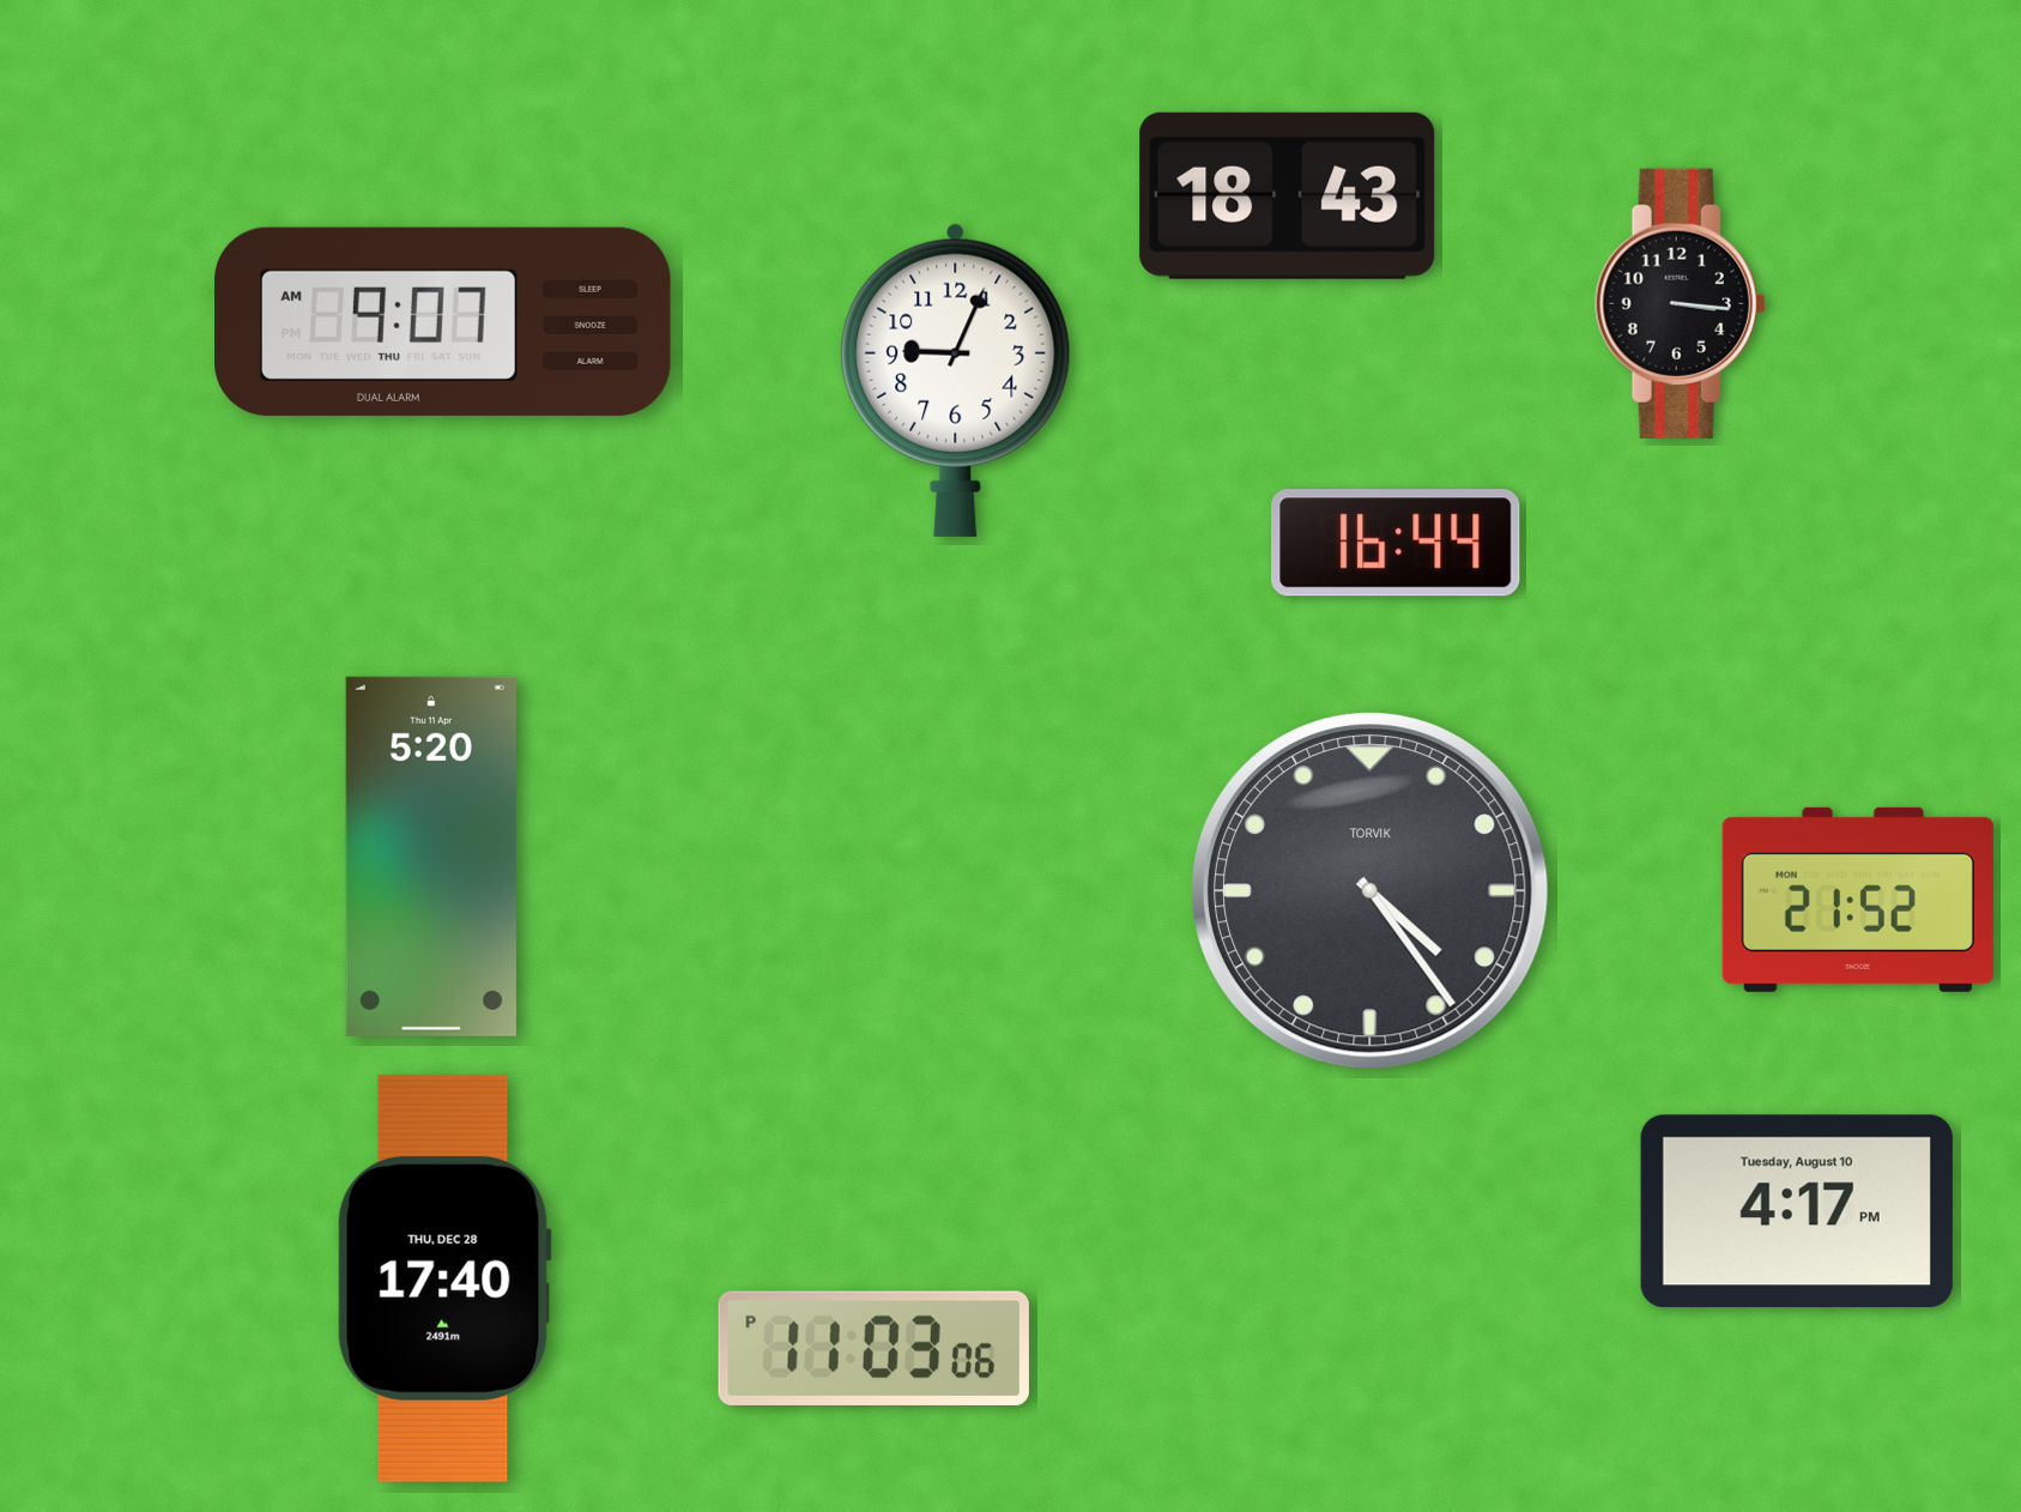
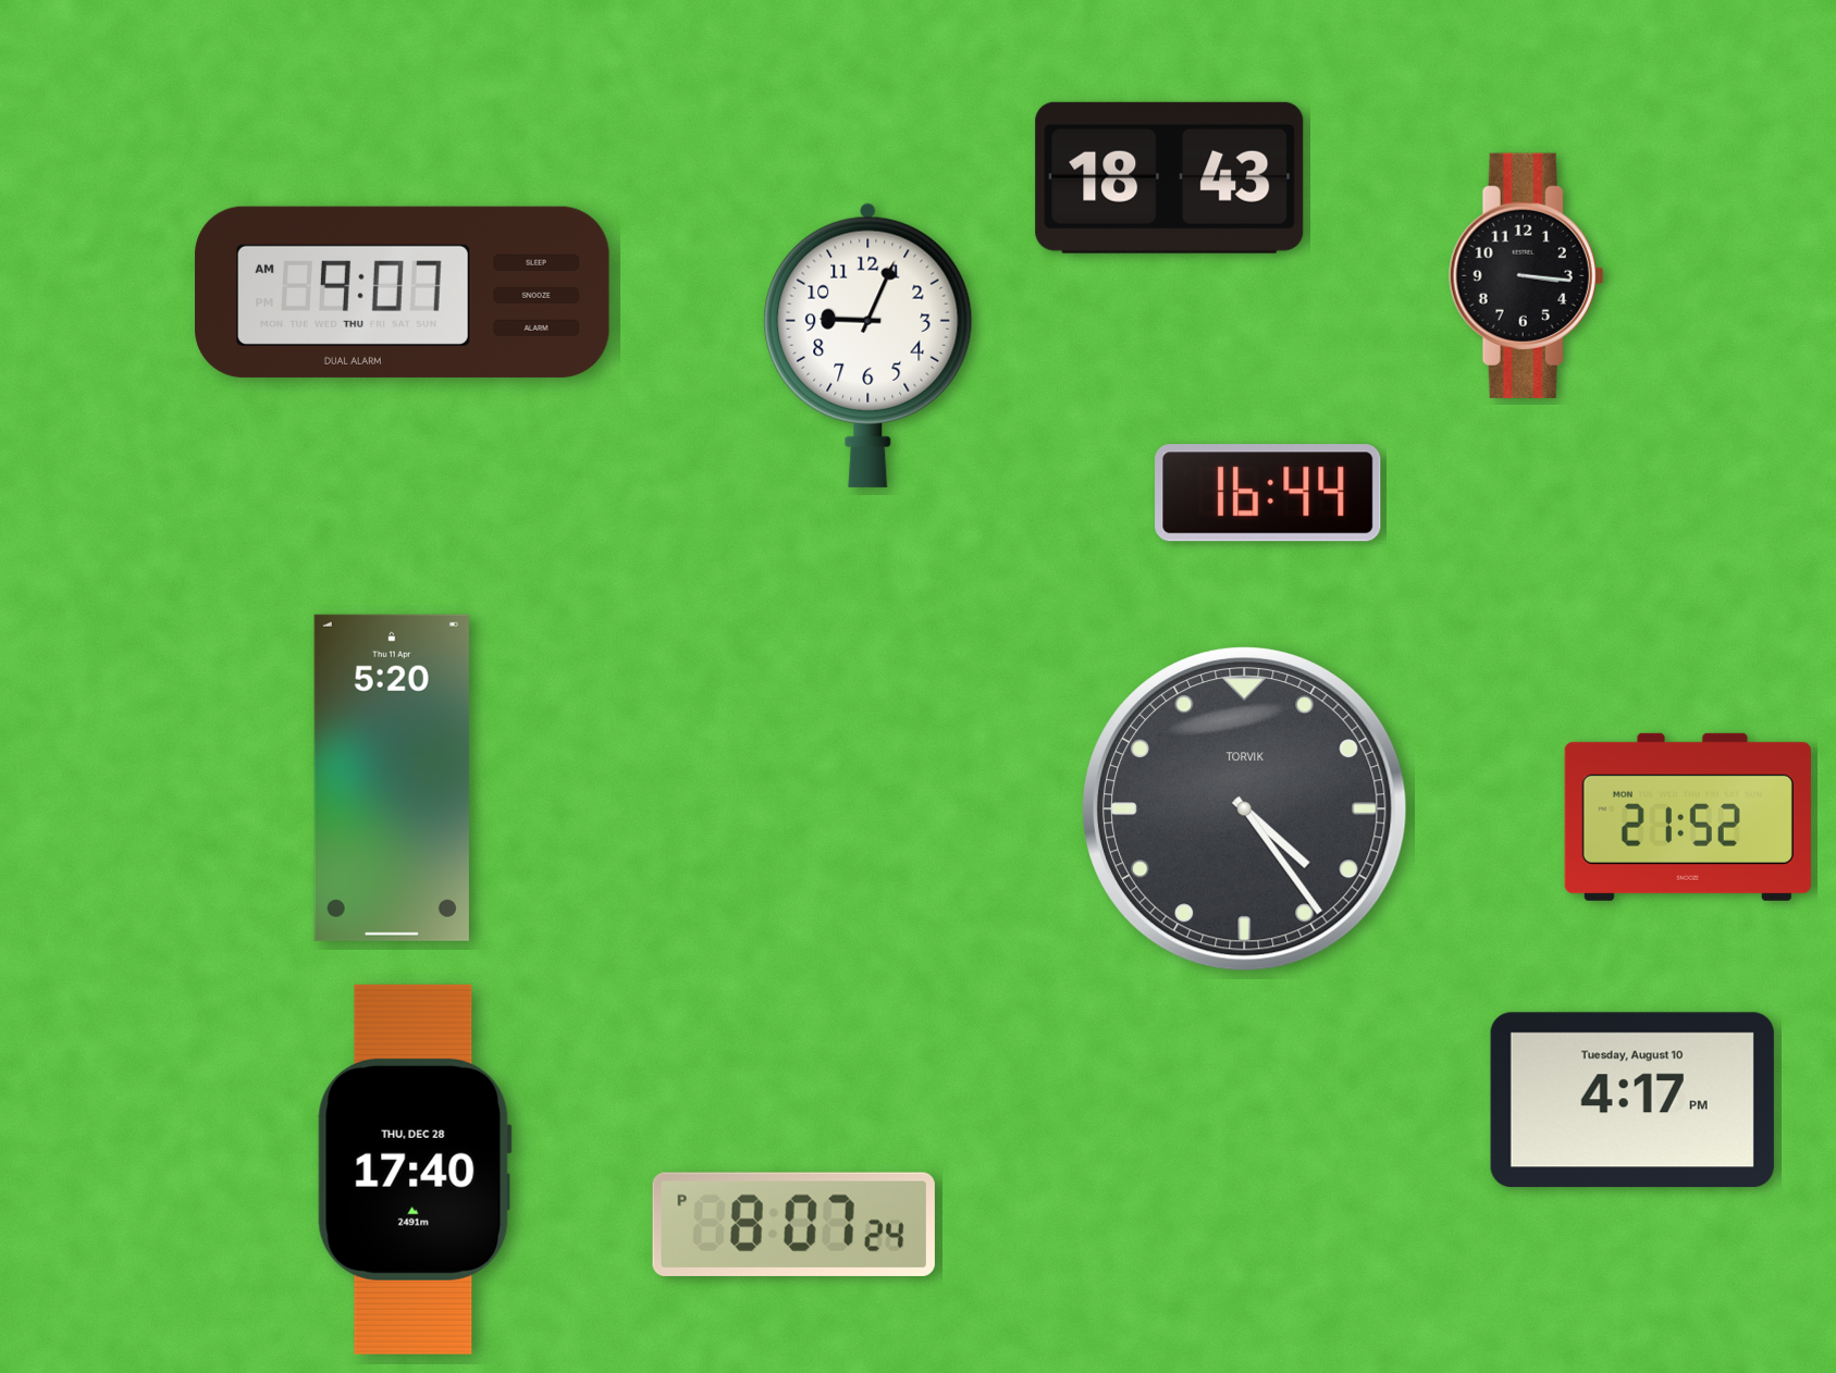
clock at (444, 1278) position: (444, 1278) -> (415, 1170)
clock at (873, 1348): 11:03 -> 8:07
